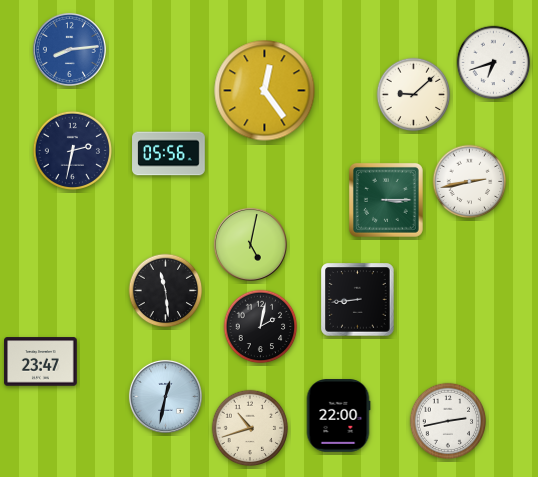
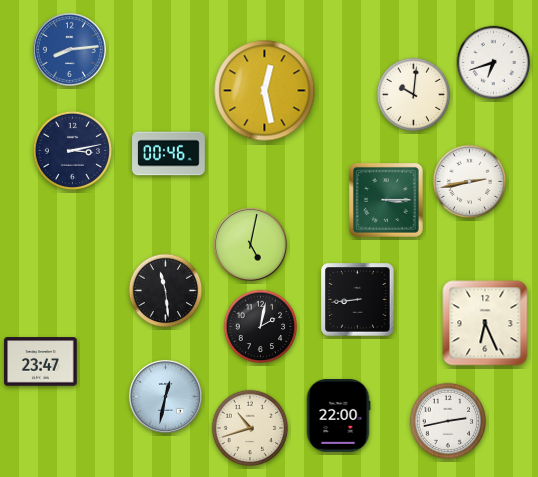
clock at (265, 91): 12:24 -> 12:28
clock at (414, 95): 9:08 -> 10:01
clock at (72, 150): 2:32 -> 3:13
clock at (169, 154): 05:56 -> 00:46
clock at (485, 323): none -> 6:26
